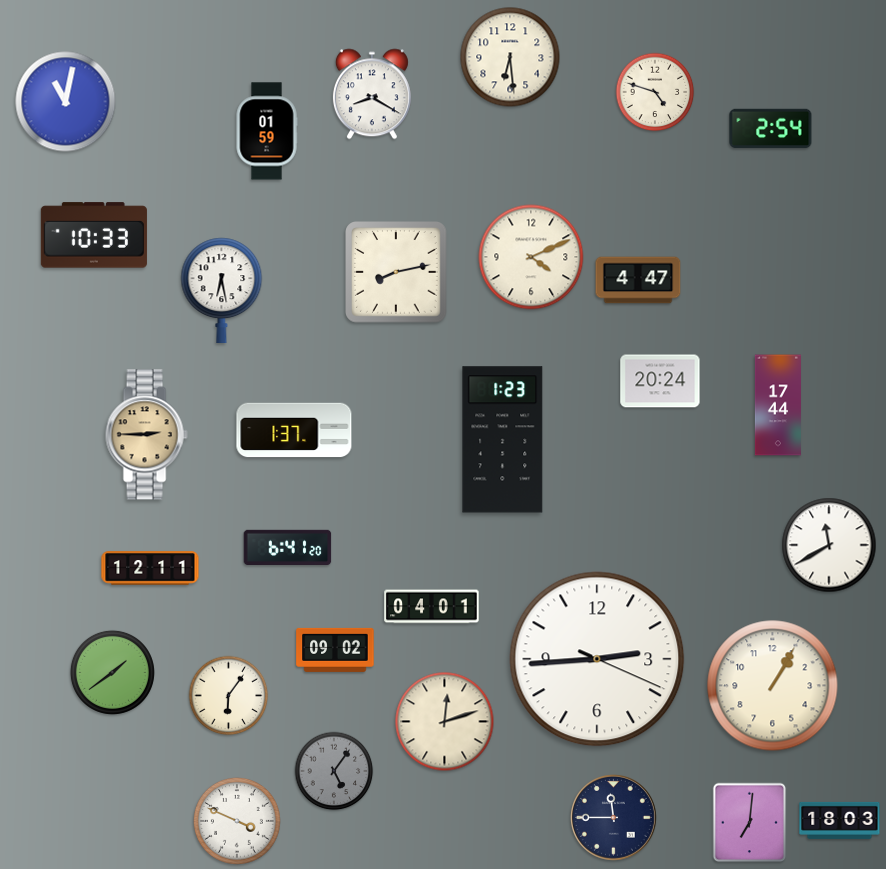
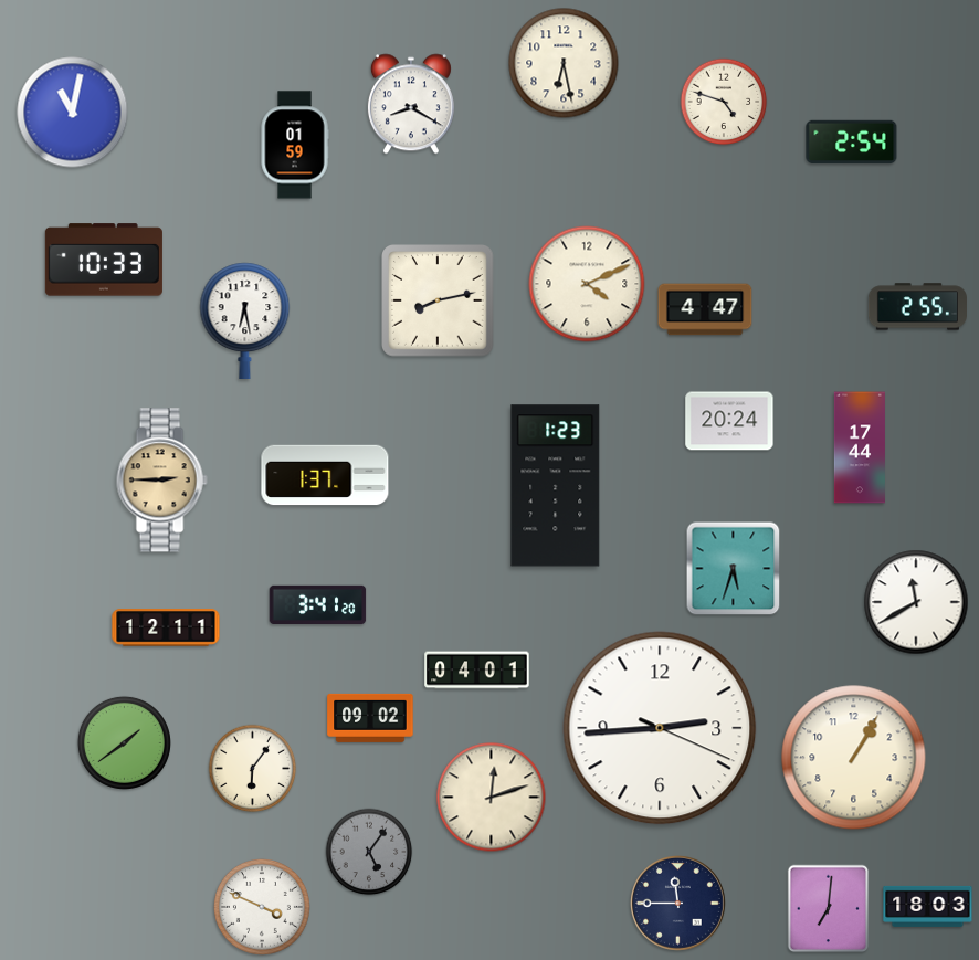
clock at (510, 57): 6:29 -> 6:28
clock at (917, 307): none -> 2:55
clock at (734, 569): none -> 5:33
clock at (288, 547): 6:41 -> 3:41
